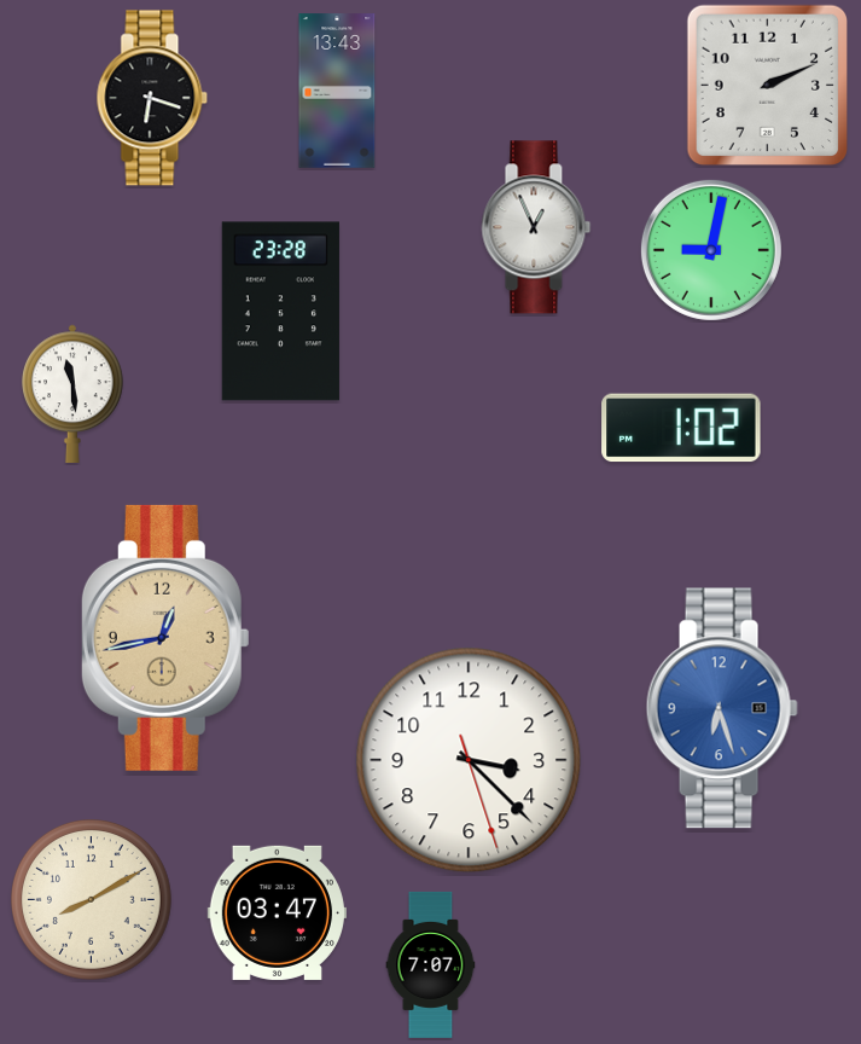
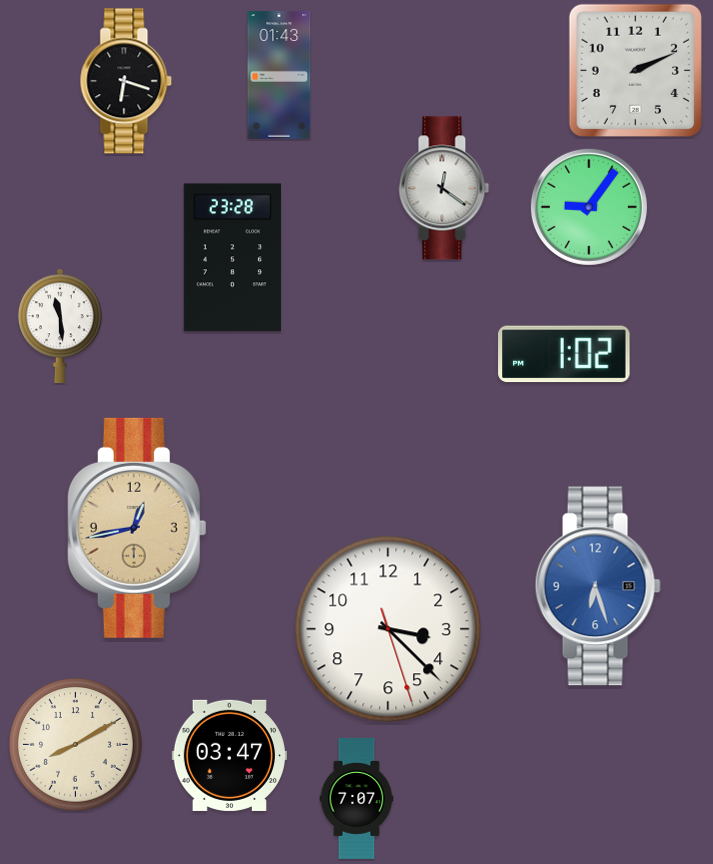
clock at (337, 91): 13:43 -> 01:43
clock at (536, 227): 12:56 -> 12:21
clock at (711, 250): 9:02 -> 9:06
